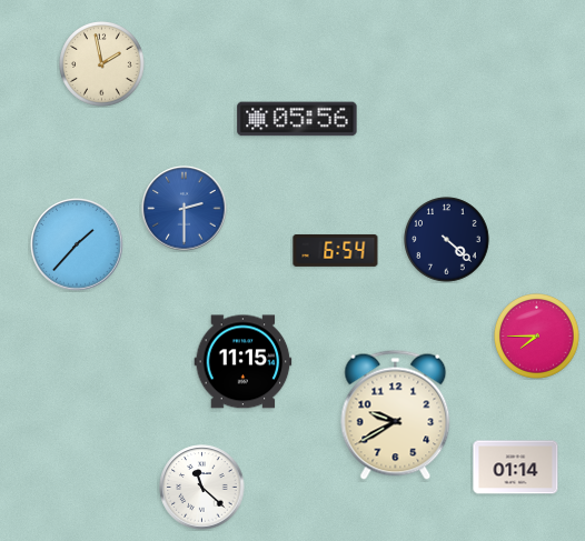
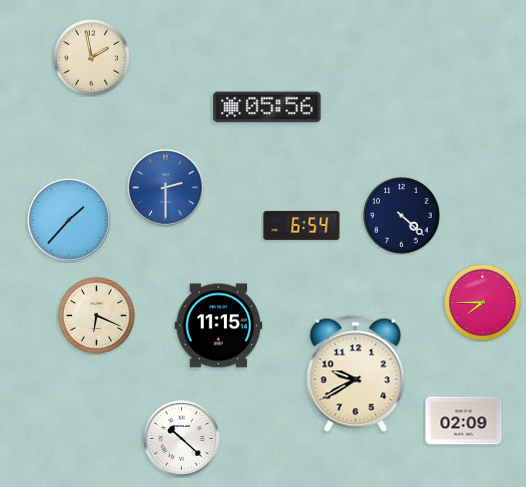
clock at (97, 316): none -> 6:19
clock at (516, 468): 01:14 -> 02:09
clock at (202, 488): 11:22 -> 10:22
